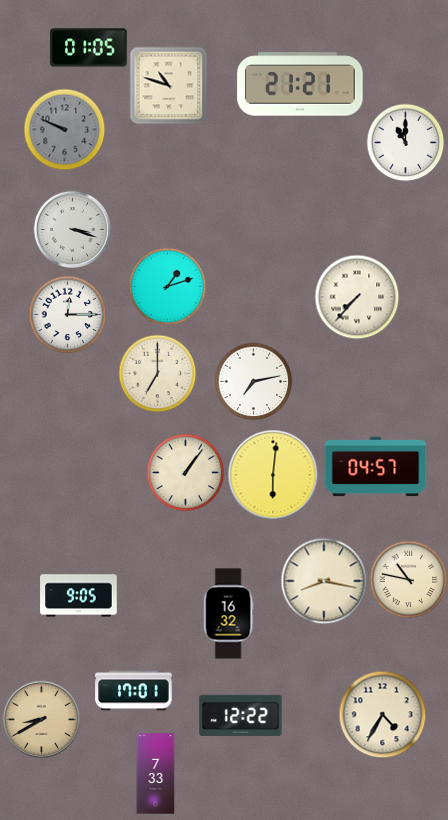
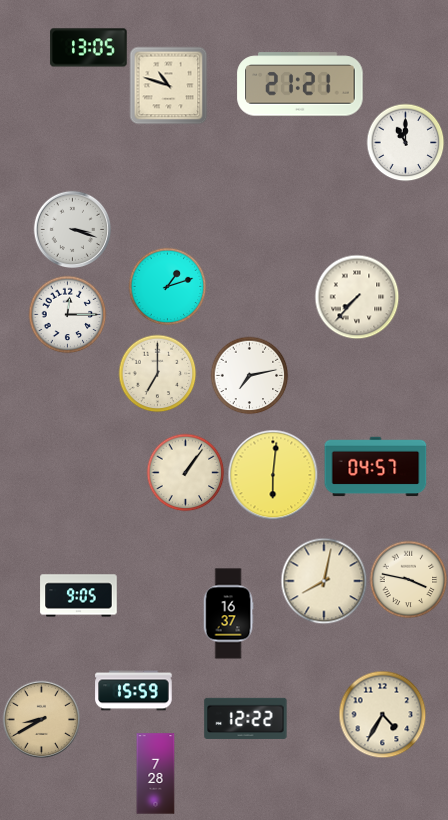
clock at (89, 48): 01:05 -> 13:05
clock at (64, 129): 9:49 -> none
clock at (253, 381) position: (253, 381) -> (249, 375)
clock at (408, 579): 10:47 -> 3:47
clock at (324, 581): 8:17 -> 8:02
clock at (228, 614): 16:32 -> 16:37
clock at (134, 691): 17:01 -> 15:59
clock at (241, 715) position: (241, 715) -> (246, 718)
clock at (156, 774): 7:33 -> 7:28
